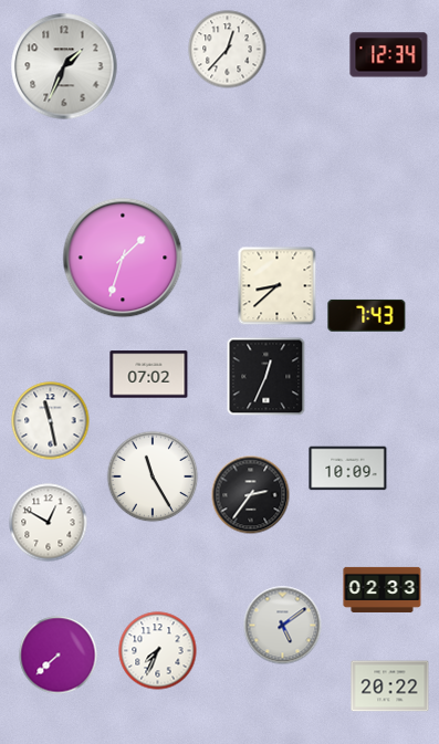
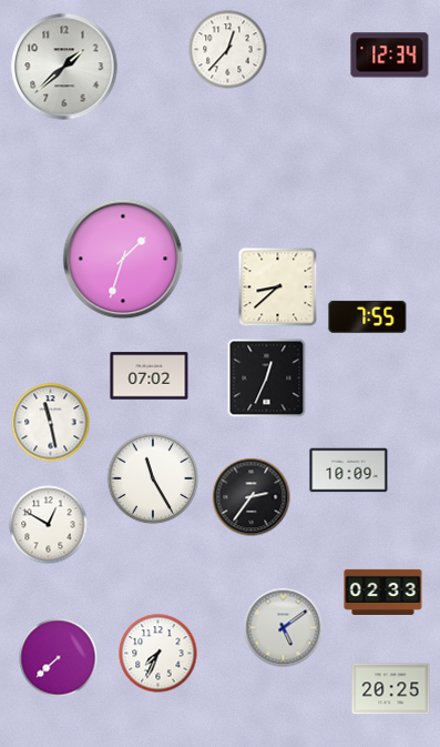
clock at (64, 66): 1:34 -> 1:38
clock at (367, 315): 7:43 -> 7:55
clock at (390, 687): 20:22 -> 20:25
